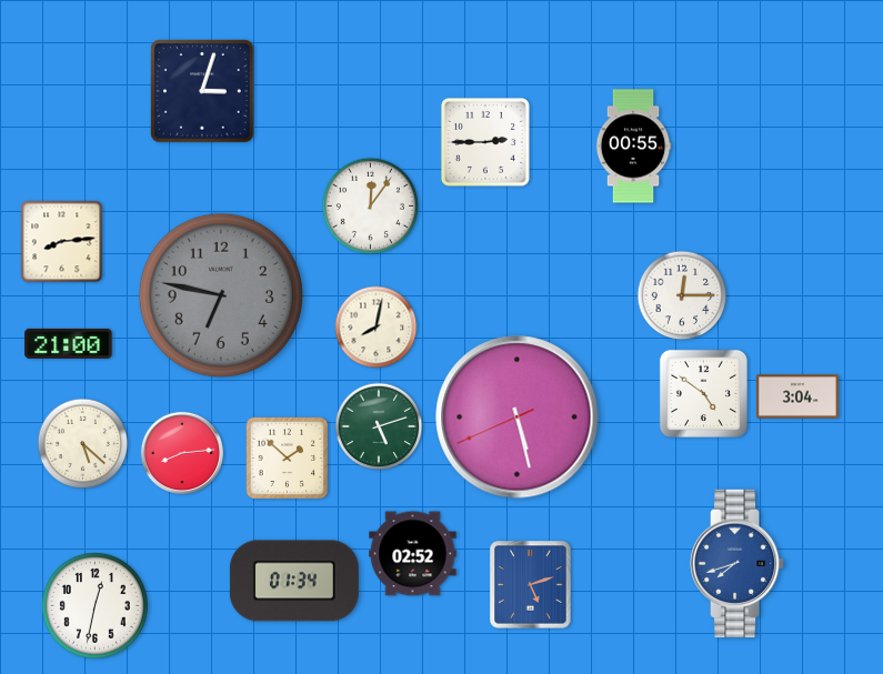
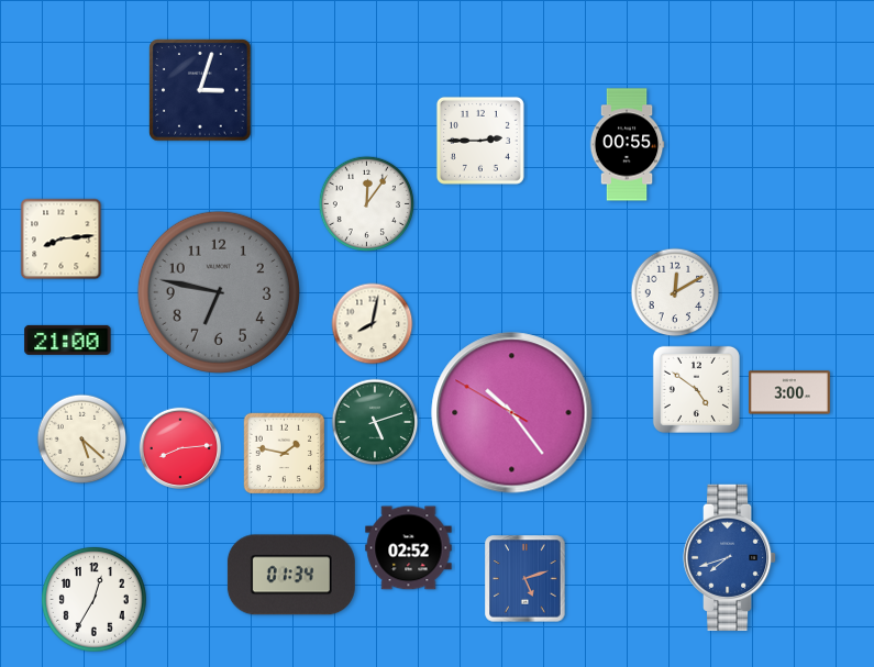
clock at (682, 295): 12:15 -> 12:10
clock at (797, 396): 3:04 -> 3:00
clock at (518, 418): 5:27 -> 10:23
clock at (288, 459): 1:52 -> 1:47
clock at (94, 605): 12:32 -> 12:35
